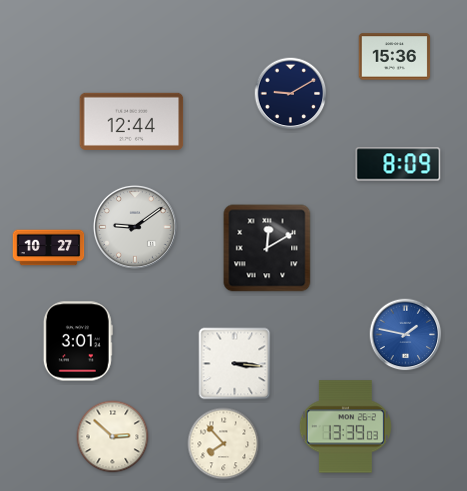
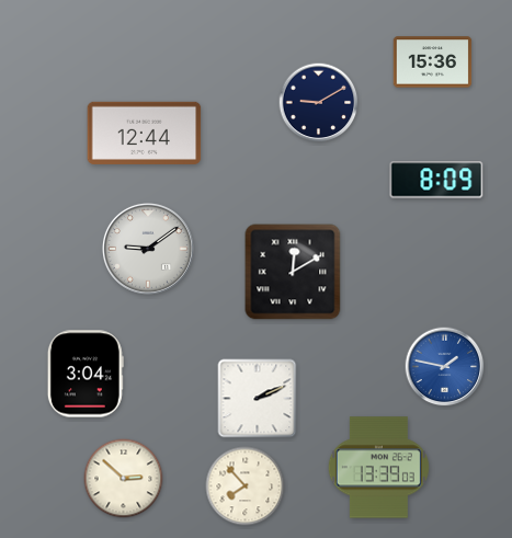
clock at (49, 248): 10:27 -> none
clock at (78, 341): 3:01 -> 3:04
clock at (235, 364): 3:16 -> 2:11
